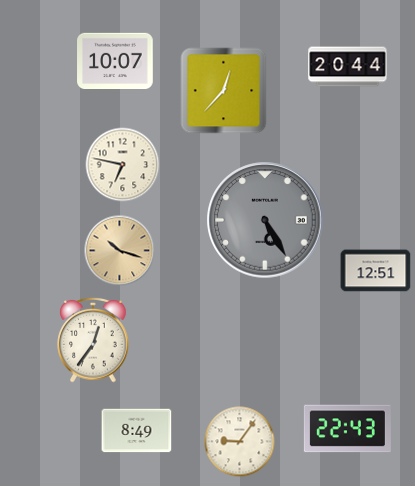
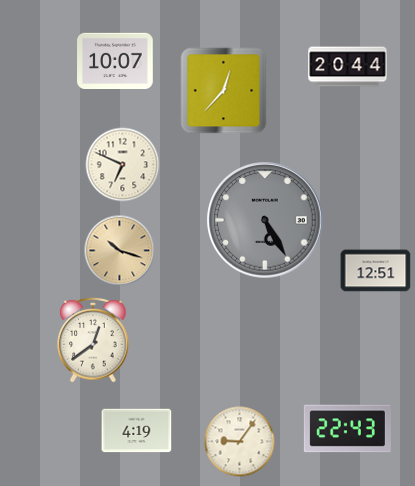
clock at (123, 165): 6:47 -> 6:49
clock at (93, 340): 12:36 -> 12:39
clock at (137, 431): 8:49 -> 4:19
